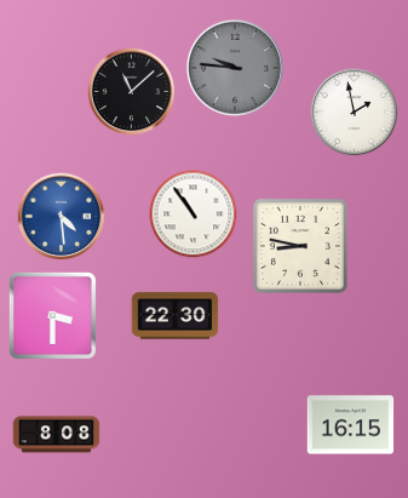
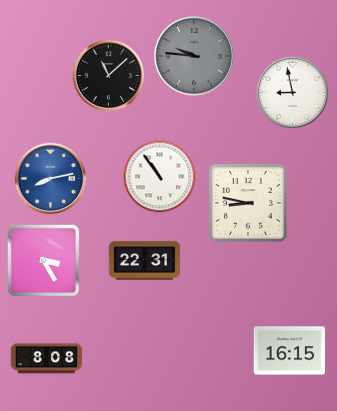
clock at (355, 113): 1:58 -> 8:58
clock at (62, 217): 4:29 -> 8:13
clock at (52, 315): 3:30 -> 3:25
clock at (176, 316): 22:30 -> 22:31
